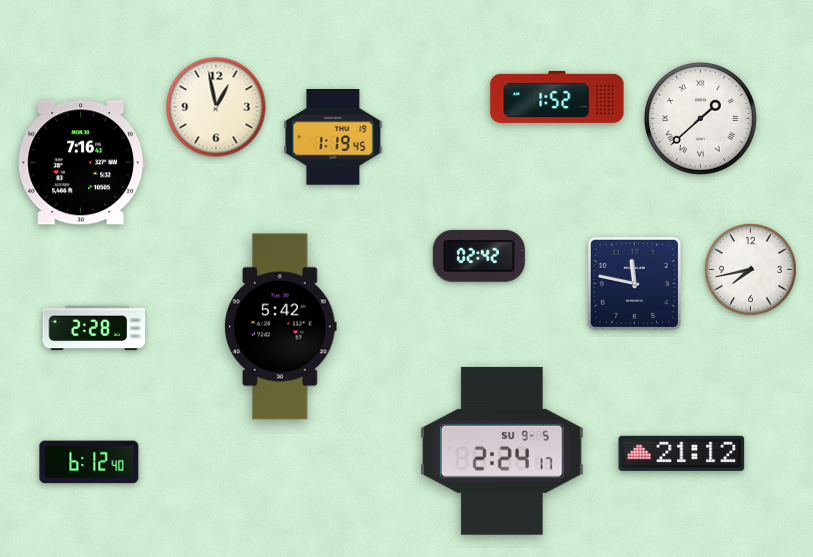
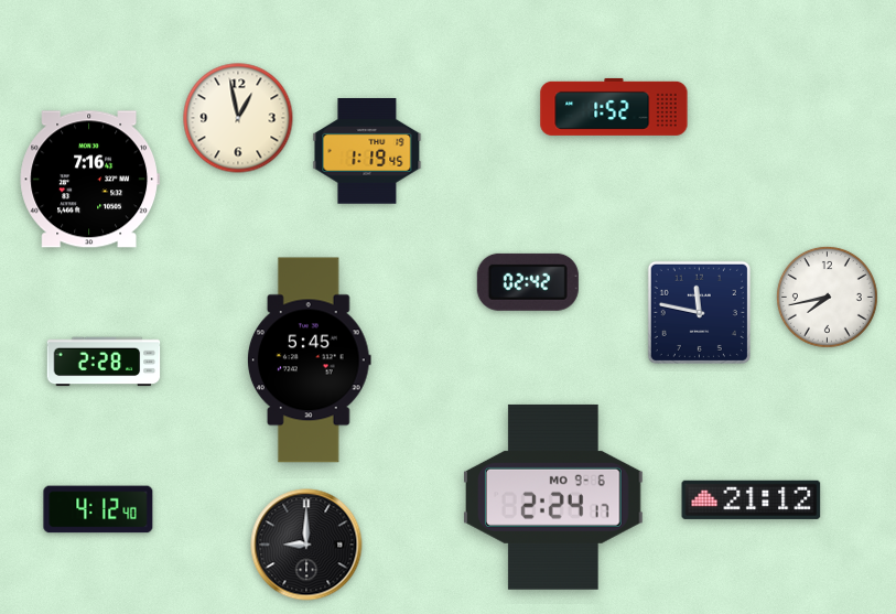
clock at (700, 118): 1:38 -> none
clock at (280, 327): 5:42 -> 5:45
clock at (502, 451) date: SU 9-5 -> MO 9-6
clock at (89, 462): 6:12 -> 4:12
clock at (306, 545): none -> 9:00
